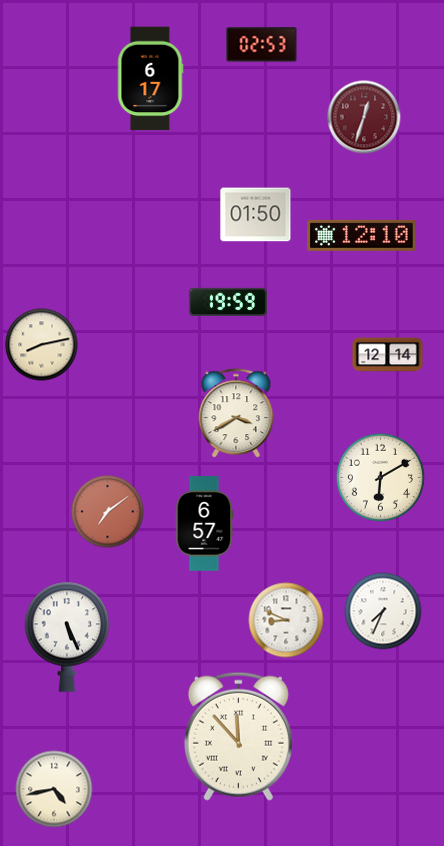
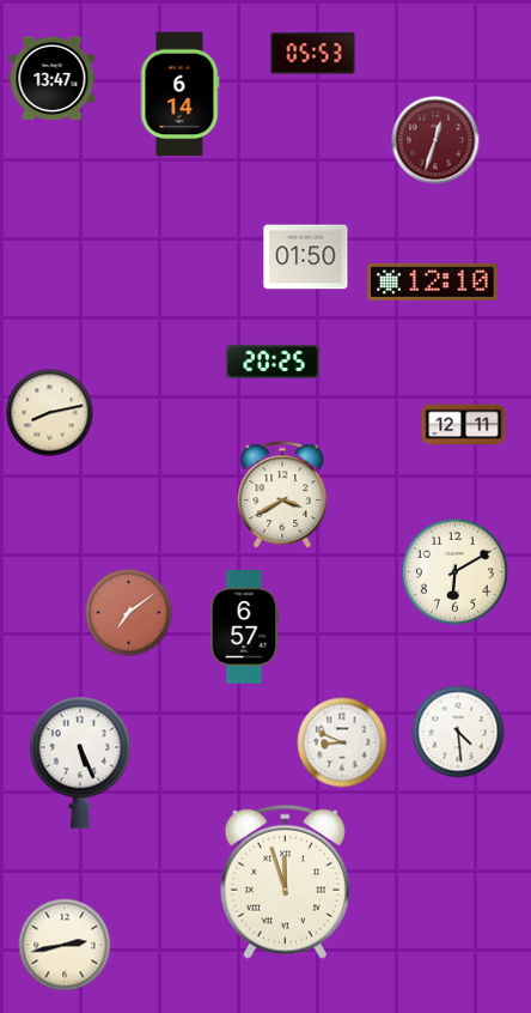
clock at (262, 45): 02:53 -> 05:53
clock at (53, 78): none -> 13:47
clock at (150, 79): 6:17 -> 6:14
clock at (228, 302): 19:59 -> 20:25
clock at (388, 355): 12:14 -> 12:11
clock at (383, 611): 7:34 -> 4:29
clock at (238, 736): 11:53 -> 11:57
clock at (54, 789): 4:43 -> 2:43
